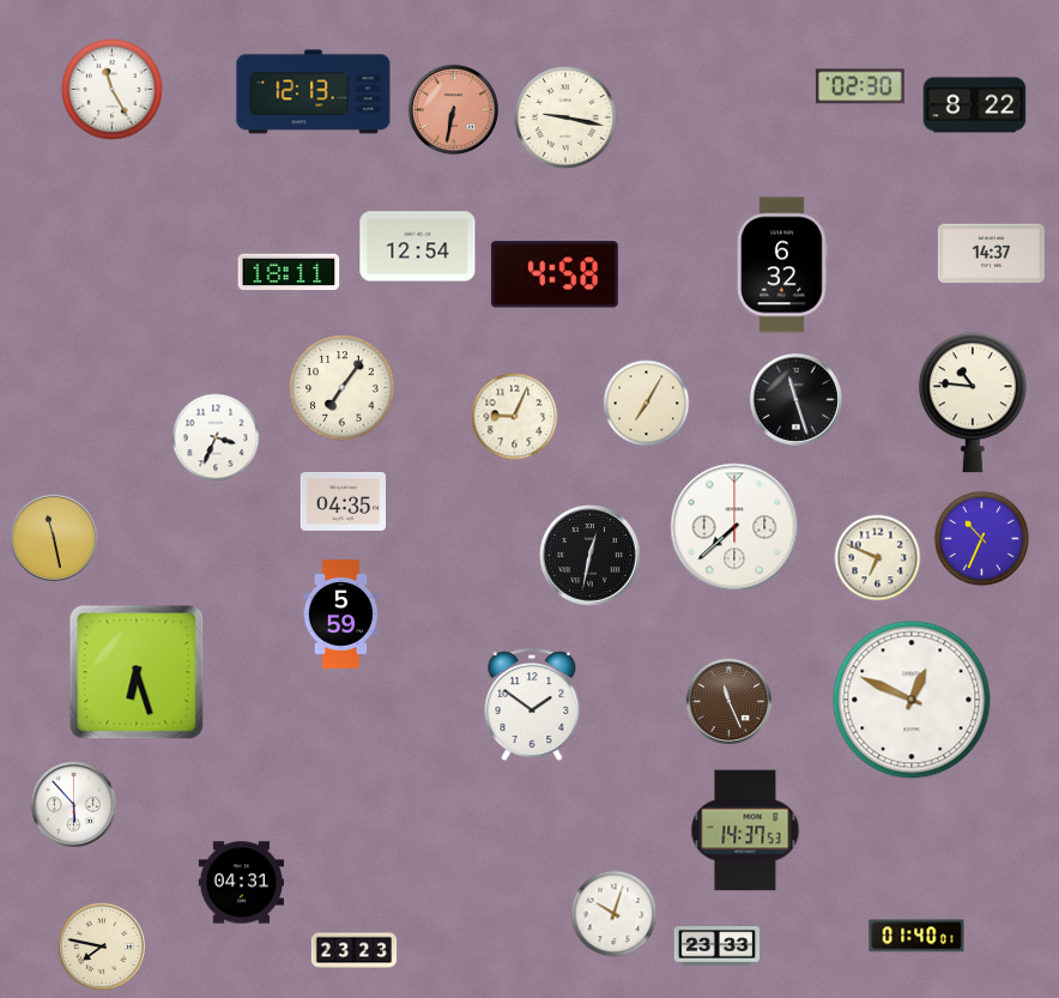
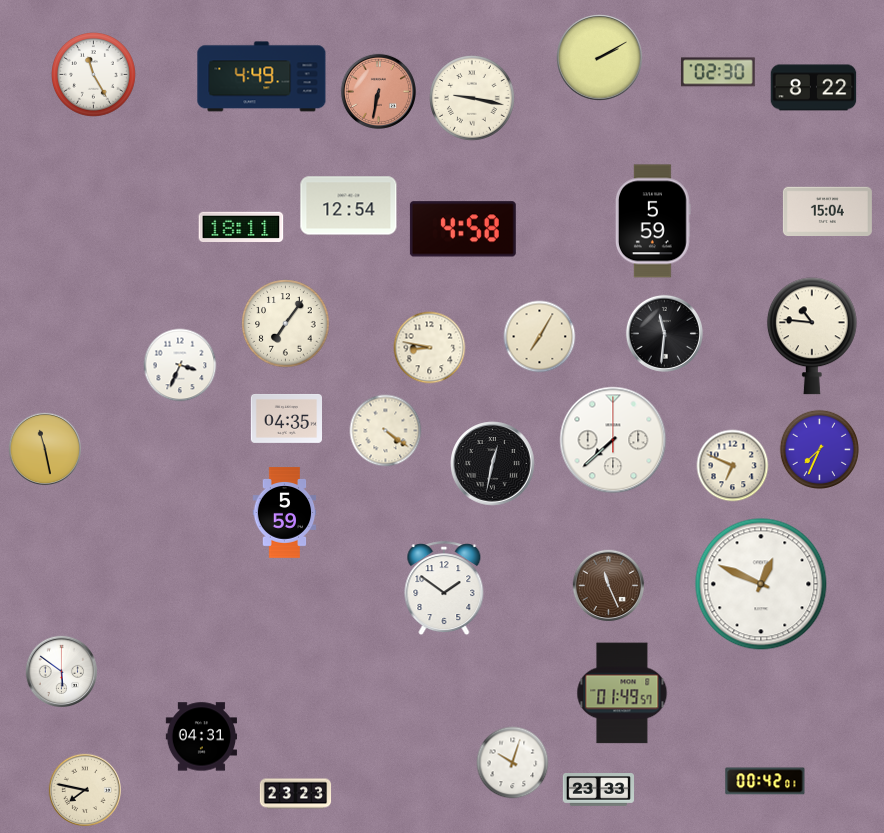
clock at (600, 58): none -> 2:10
clock at (314, 92): 12:13 -> 4:49
clock at (991, 254): 14:37 -> 15:04
clock at (782, 265): 6:32 -> 5:59
clock at (795, 399): 11:27 -> 11:31
clock at (515, 417): 9:04 -> 8:47
clock at (386, 431): none -> 4:21
clock at (981, 538): 10:34 -> 7:34
clock at (137, 672): 6:27 -> none
clock at (74, 805): 5:53 -> 5:51
clock at (745, 830): 14:37 -> 01:49
clock at (916, 936): 01:40 -> 00:42
